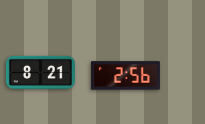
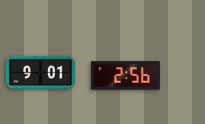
clock at (40, 72): 8:21 -> 9:01
